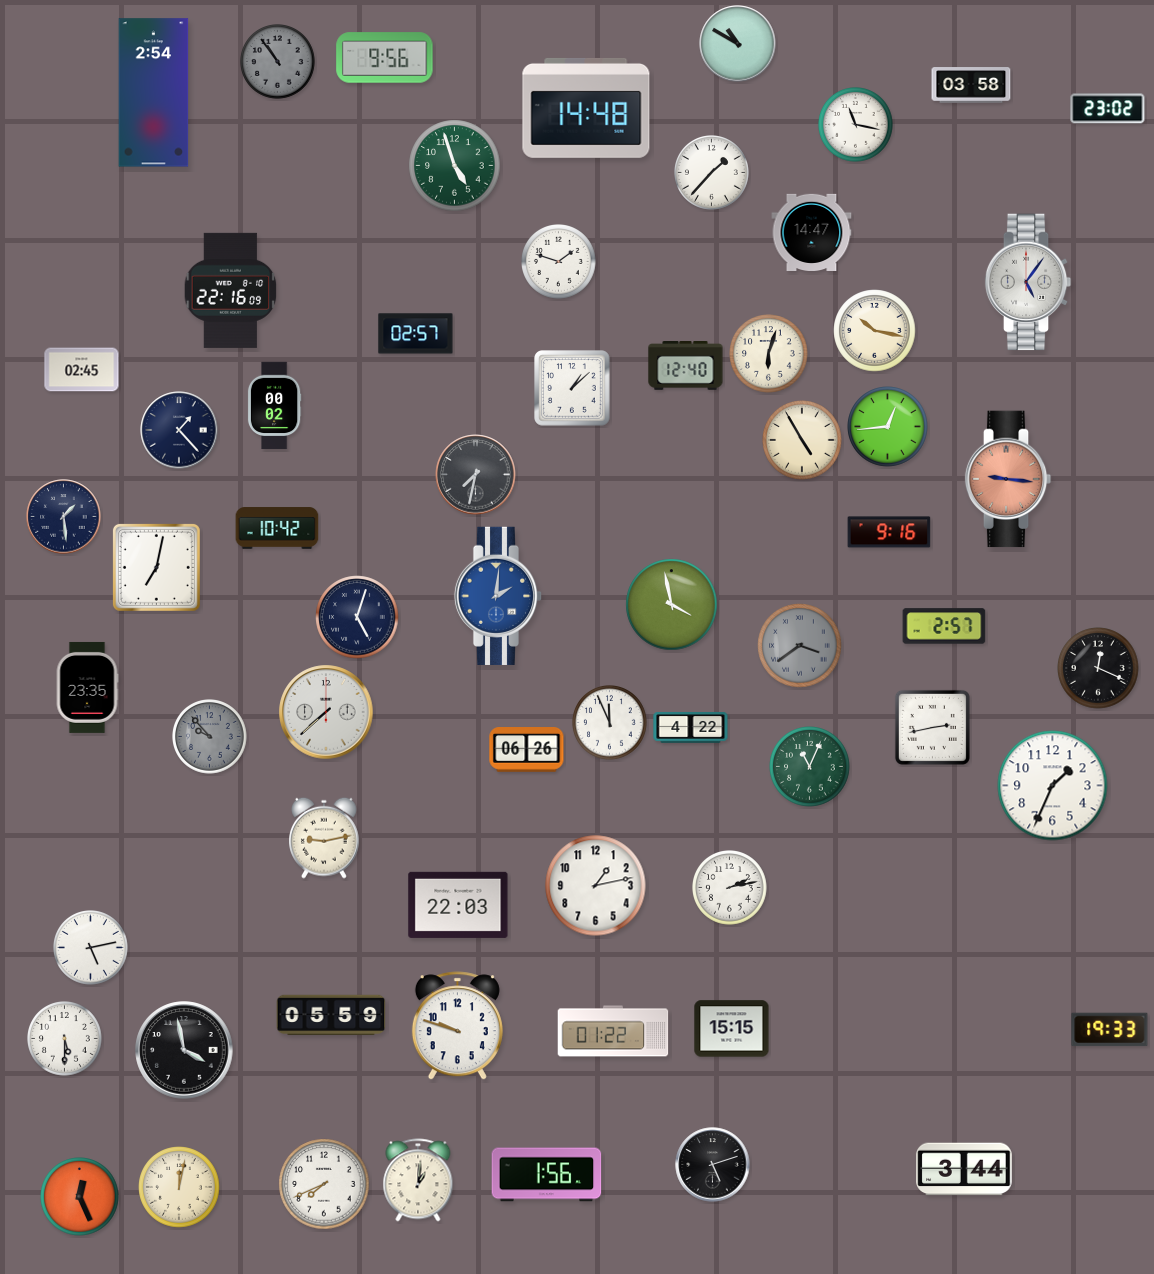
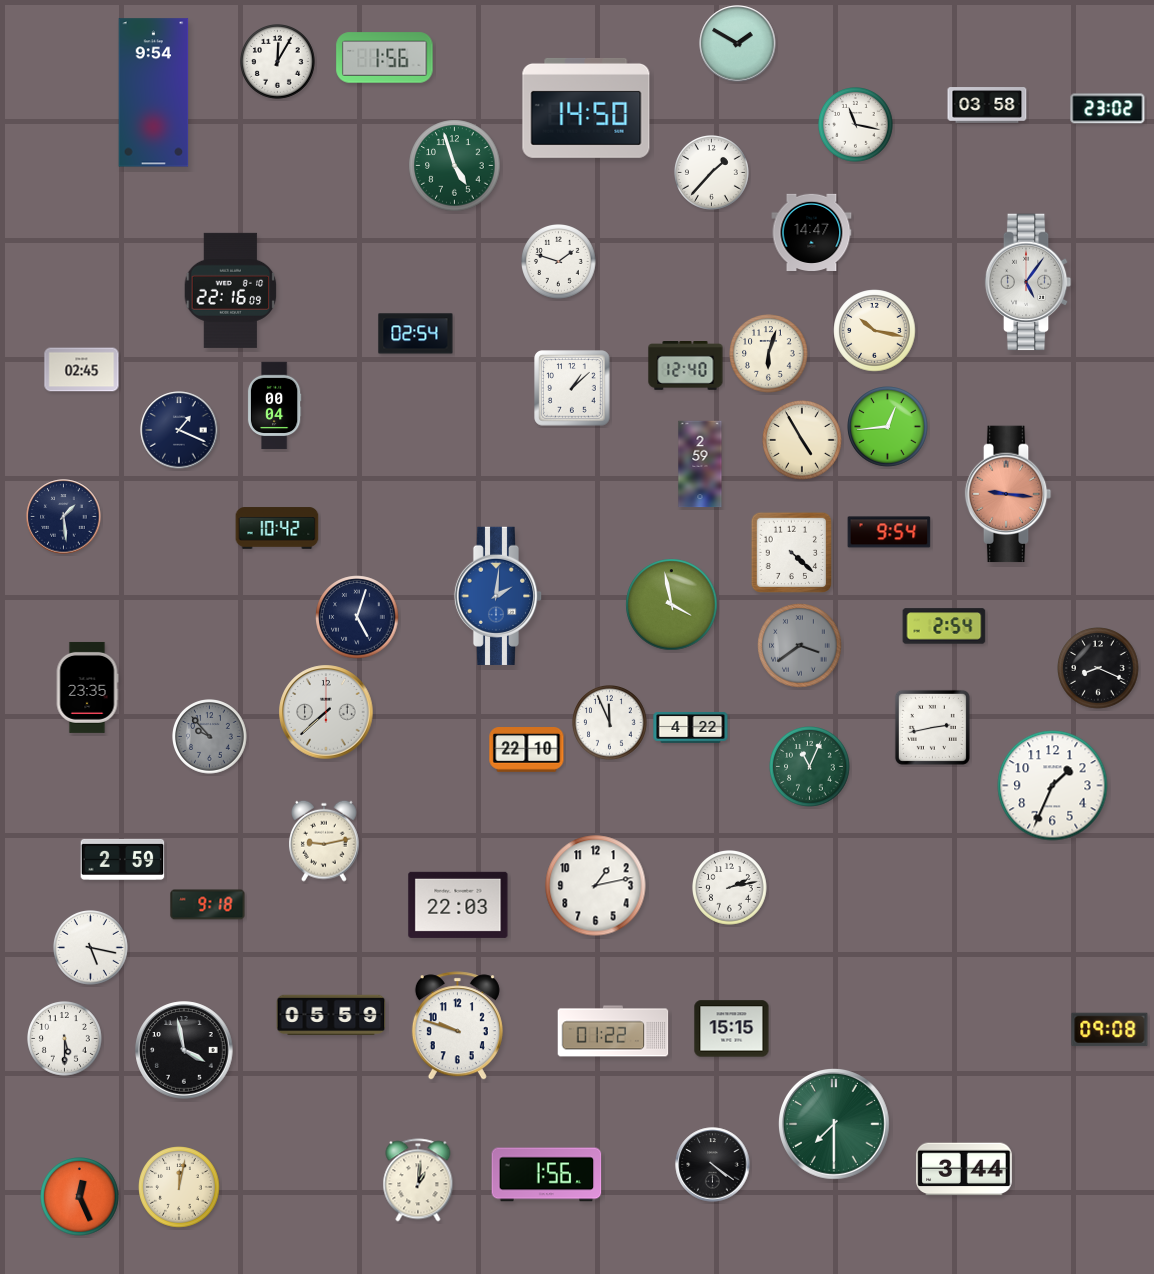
clock at (738, 44): 10:50 -> 1:50
clock at (385, 58): 9:56 -> 1:56
clock at (278, 62): 10:54 -> 12:05
clock at (278, 62) dial: grey -> white
clock at (971, 85) position: (971, 85) -> (987, 105)
clock at (154, 93): 2:54 -> 9:54
clock at (586, 108): 14:48 -> 14:50
clock at (416, 334): 02:57 -> 02:54
clock at (274, 406): 00:02 -> 00:04
clock at (179, 430): 1:23 -> 1:19
clock at (700, 464): none -> 2:59
clock at (476, 475): 7:32 -> none
clock at (1008, 479) position: (1008, 479) -> (1008, 494)
clock at (889, 532): 9:16 -> 9:54
clock at (791, 552): none -> 4:22
clock at (156, 567): 7:02 -> none
clock at (944, 626): 2:57 -> 2:54
clock at (1098, 668): 12:19 -> 8:19
clock at (527, 750): 06:26 -> 22:10
clock at (325, 838) position: (325, 838) -> (325, 841)
clock at (123, 859): none -> 2:59
clock at (208, 905): none -> 9:18
clock at (91, 948): 5:13 -> 5:17
clock at (1110, 1030): 19:33 -> 09:08
clock at (835, 1125): none -> 7:30
clock at (713, 1165): 5:12 -> 4:21
clock at (324, 1184): 7:41 -> none
